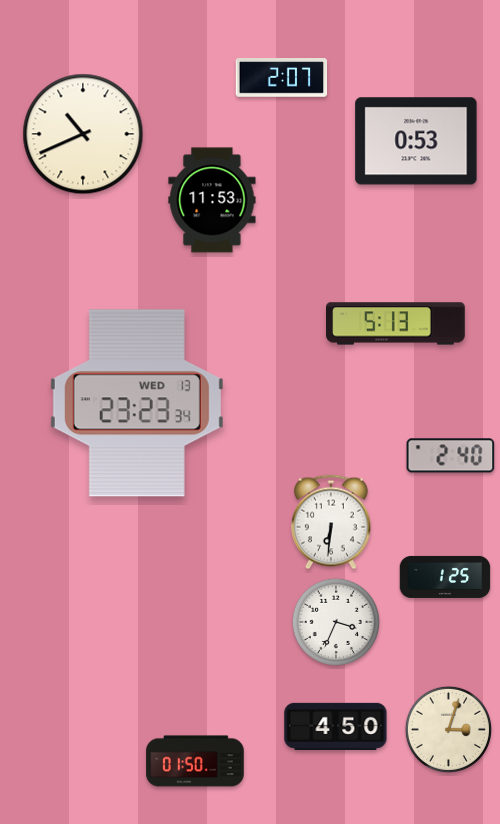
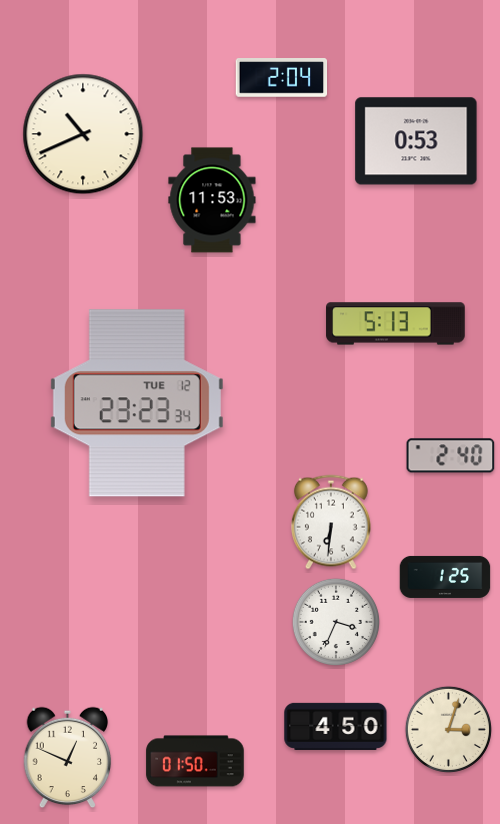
clock at (282, 78): 2:07 -> 2:04
clock at (137, 403) date: WED 13 -> TUE 12
clock at (68, 758): none -> 12:49
